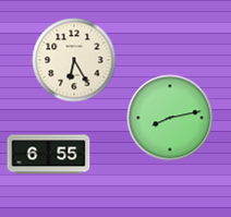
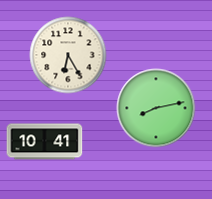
clock at (49, 155): 6:55 -> 10:41
